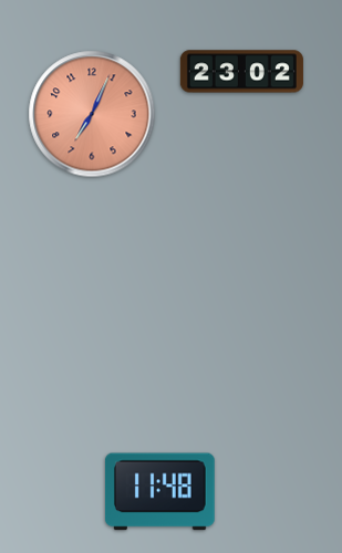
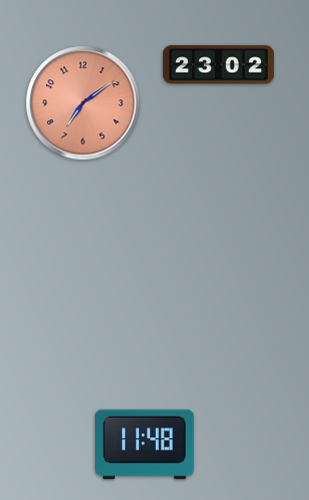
clock at (92, 114): 7:04 -> 7:09
